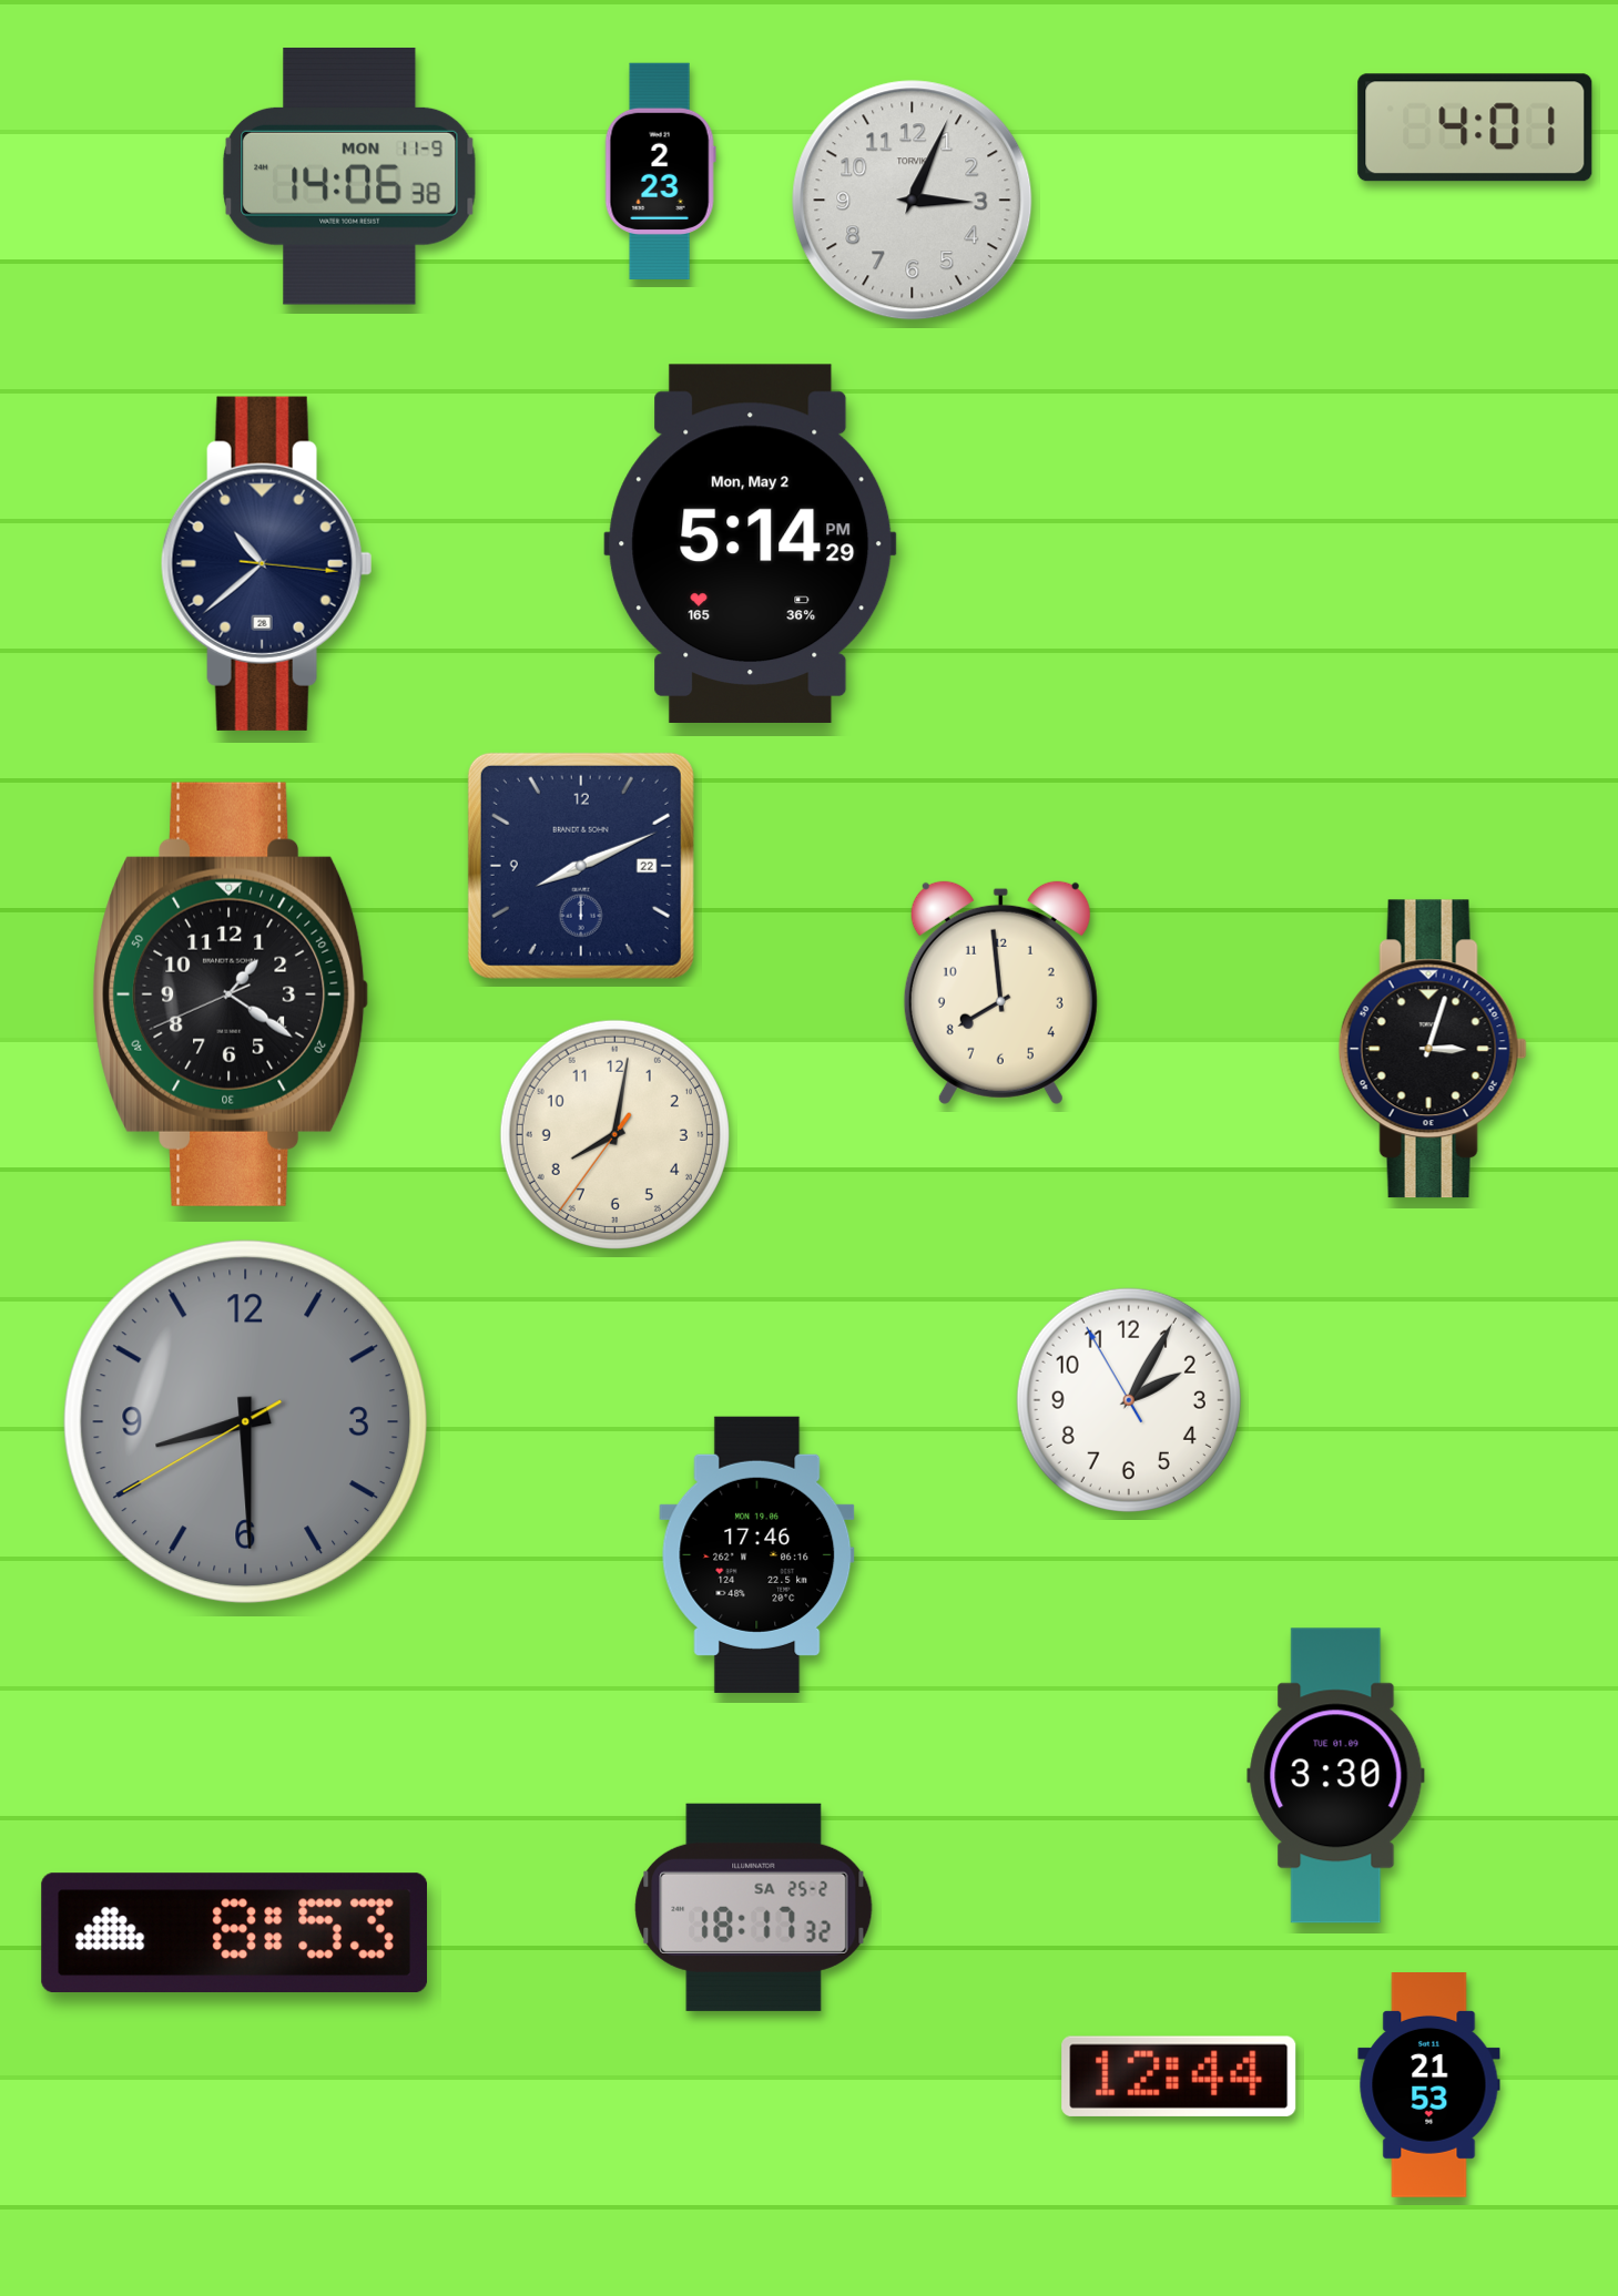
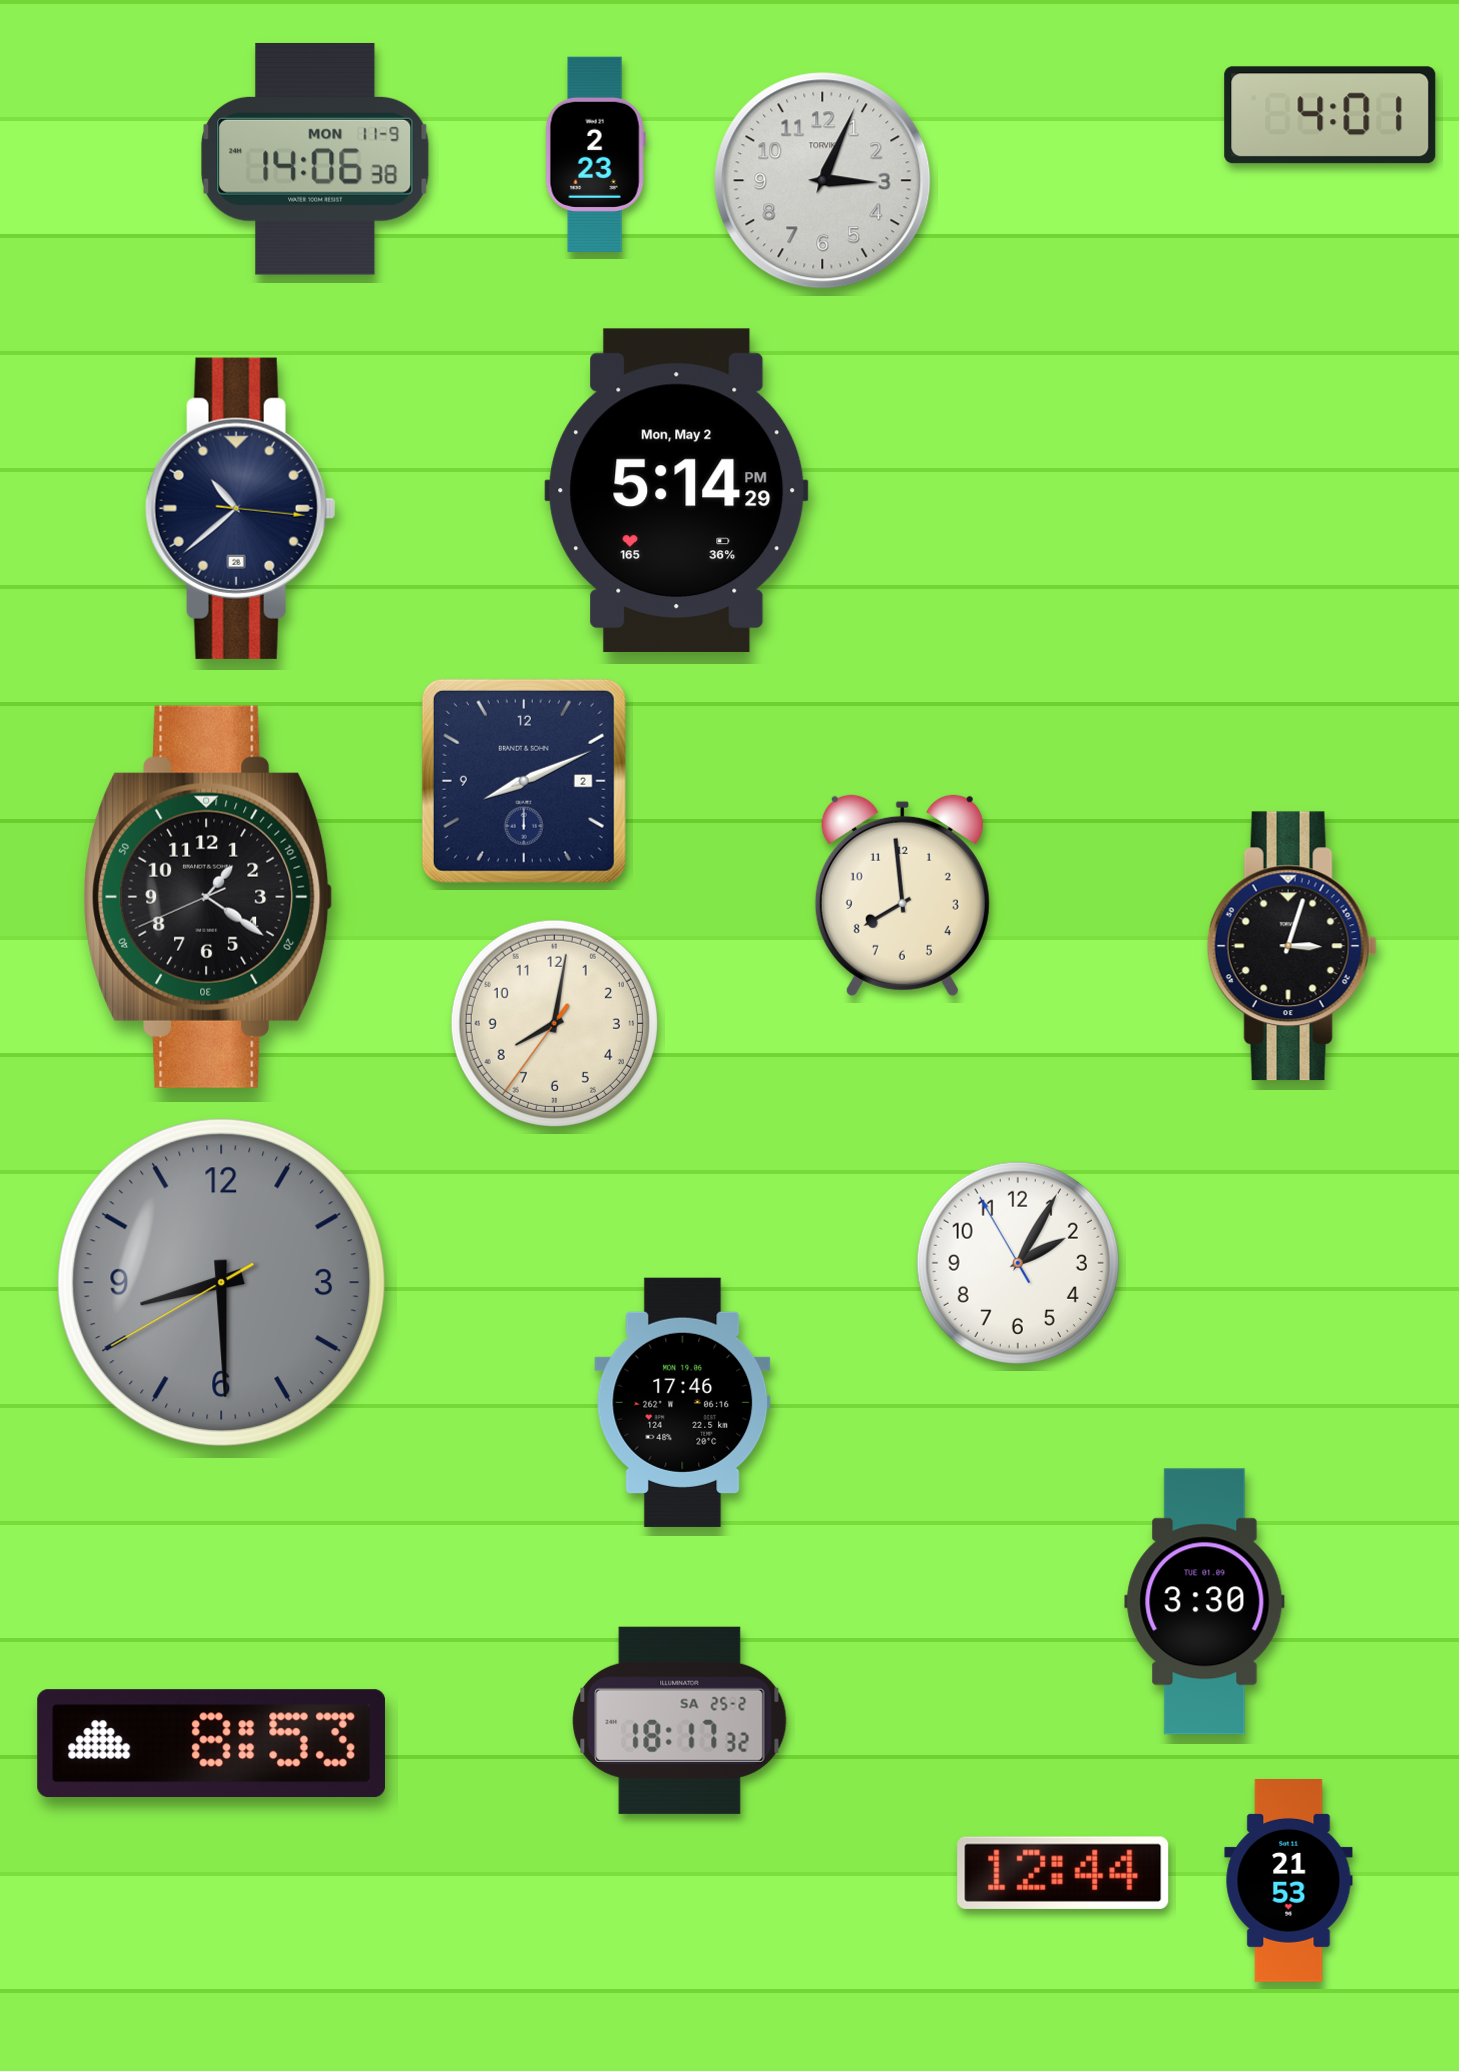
clock at (581, 866) date: 22 -> 2
